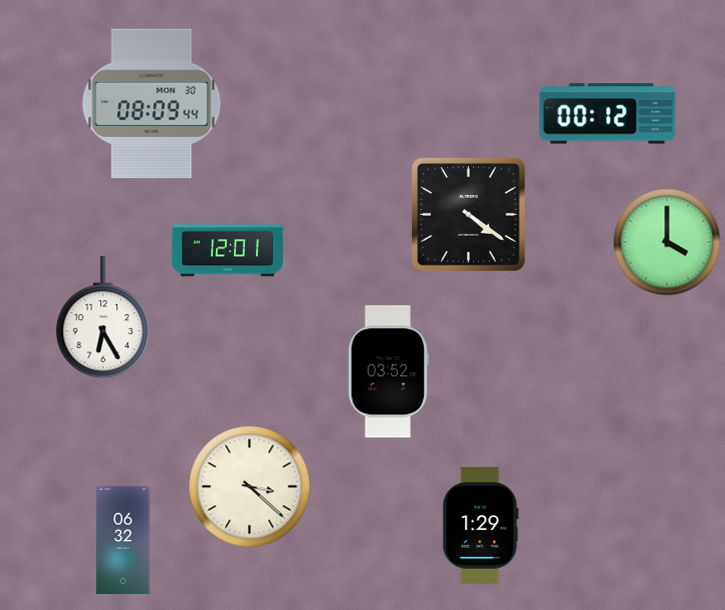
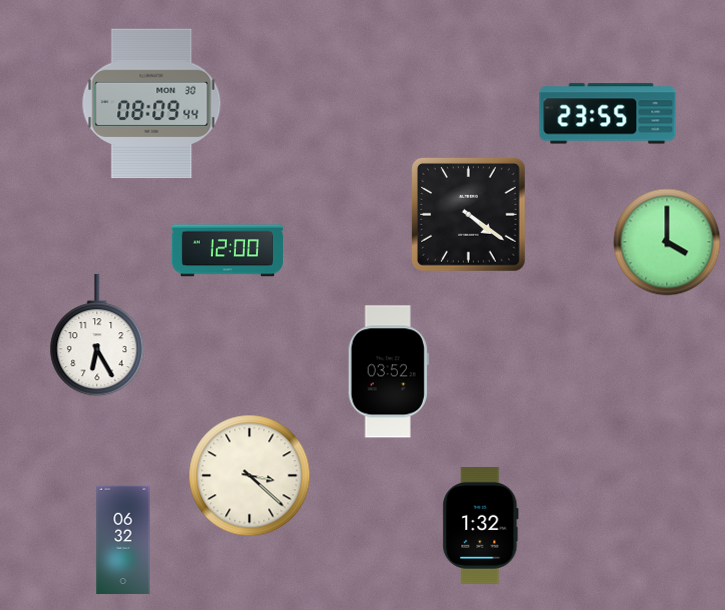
clock at (608, 114): 00:12 -> 23:55
clock at (227, 251): 12:01 -> 12:00
clock at (103, 318) position: (103, 318) -> (97, 336)
clock at (250, 487) position: (250, 487) -> (250, 476)
clock at (481, 525): 1:29 -> 1:32
